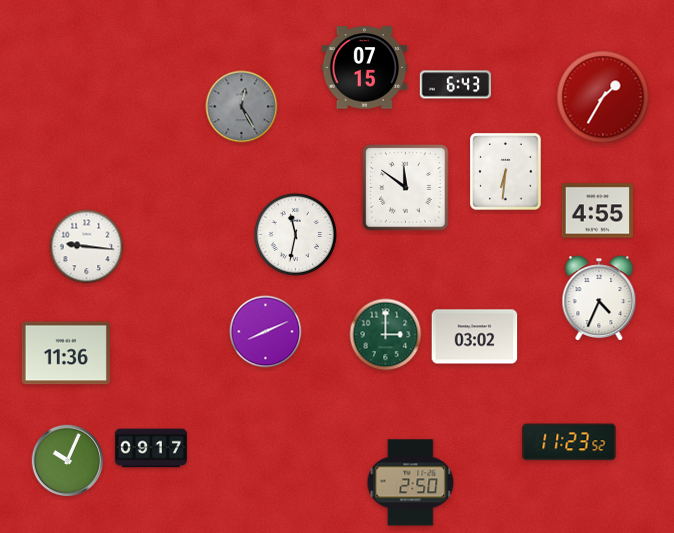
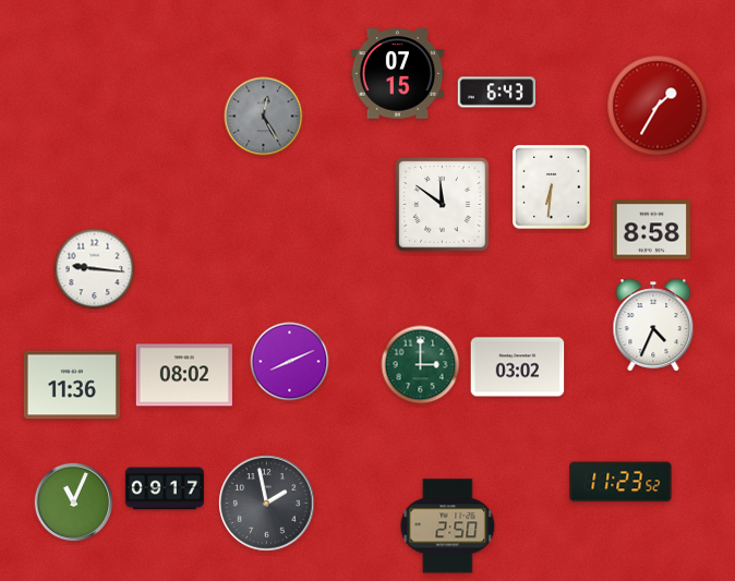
clock at (597, 211): 4:55 -> 8:58
clock at (295, 234): 11:32 -> none
clock at (184, 375): none -> 08:02
clock at (68, 461): 10:04 -> 11:04
clock at (267, 504): none -> 1:58
